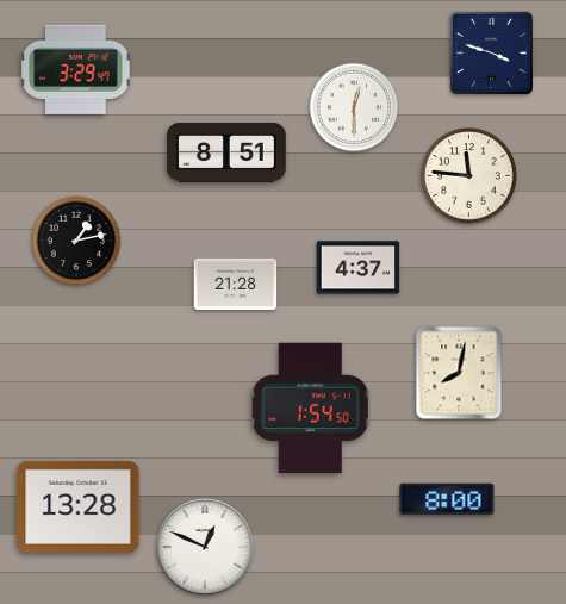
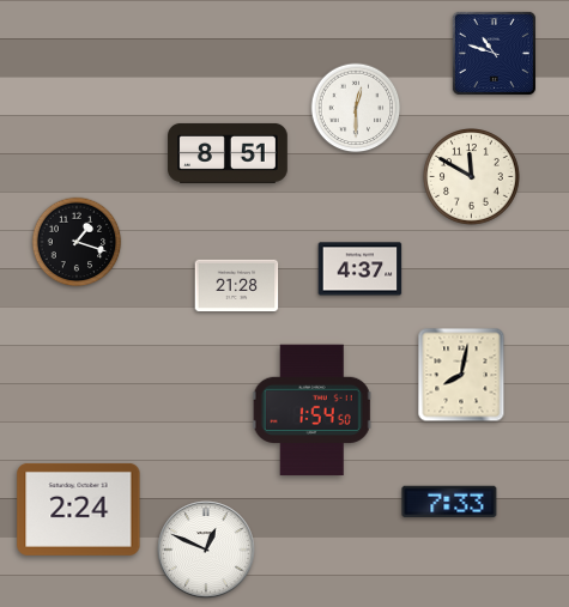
clock at (491, 52): 3:48 -> 10:48
clock at (76, 69): 3:29 -> none
clock at (469, 176): 11:46 -> 11:50
clock at (76, 241): 1:13 -> 1:18
clock at (447, 499): 8:00 -> 7:33
clock at (79, 506): 13:28 -> 2:24
